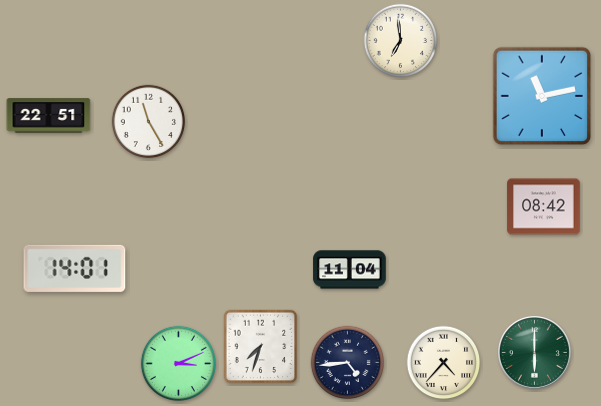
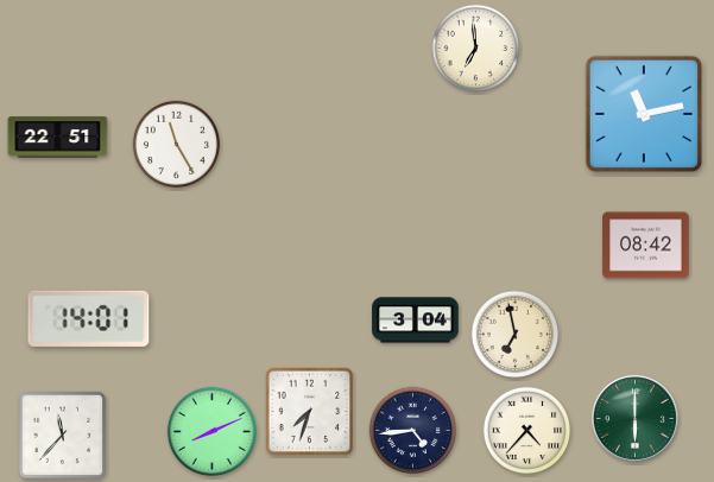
clock at (350, 270): 11:04 -> 3:04
clock at (516, 335): none -> 6:58
clock at (178, 363): 3:11 -> 8:11
clock at (63, 436): none -> 11:37
